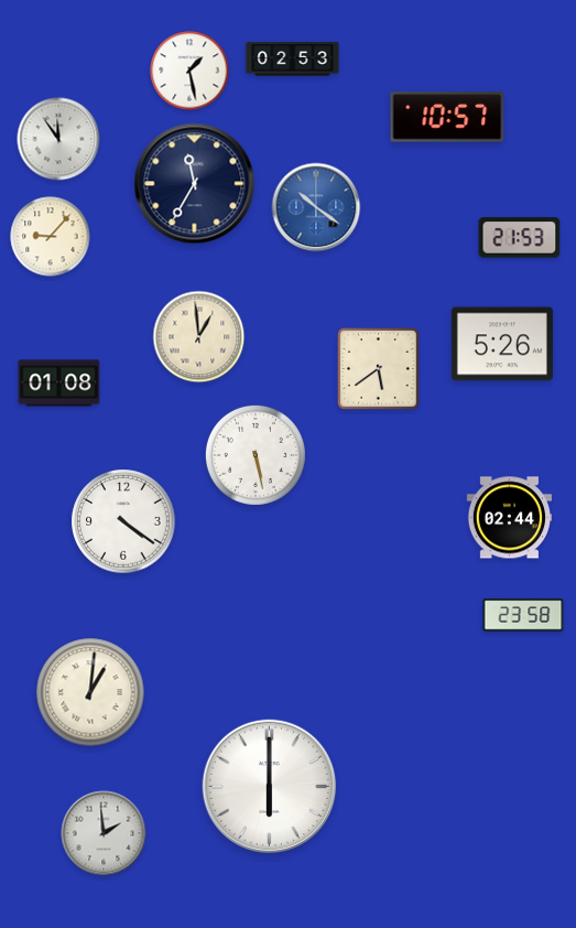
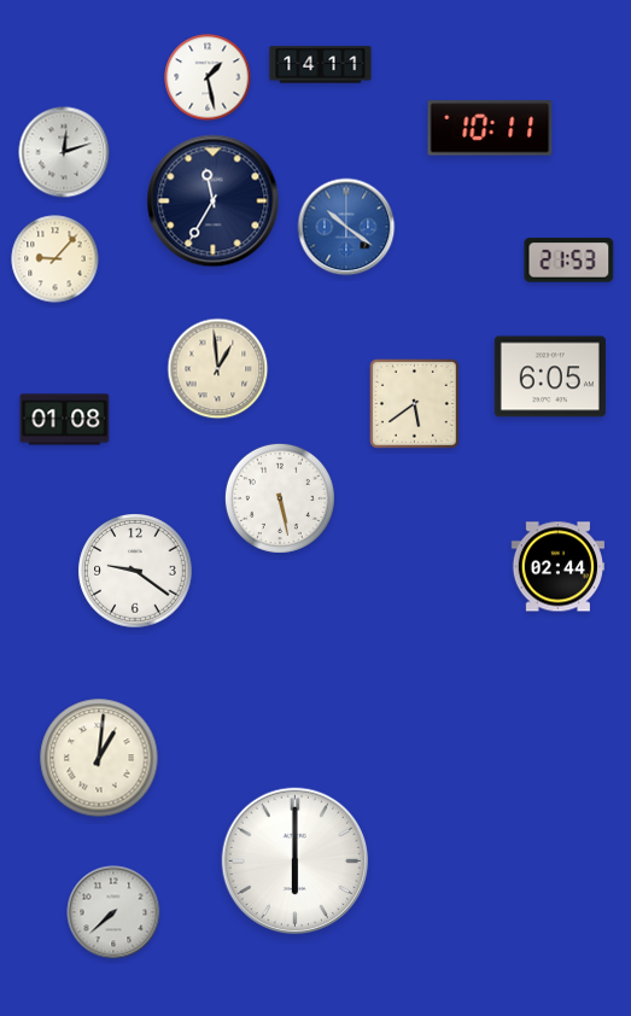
clock at (293, 60): 02:53 -> 14:11
clock at (447, 117): 10:57 -> 10:11
clock at (58, 139): 11:54 -> 12:12
clock at (502, 344): 5:26 -> 6:05
clock at (123, 521): 4:21 -> 9:21
clock at (523, 615): 23:58 -> none
clock at (104, 833): 1:59 -> 7:38
